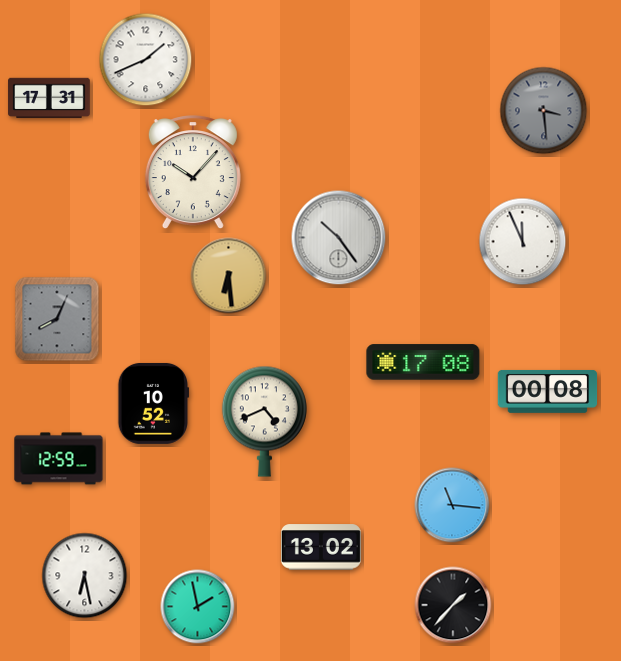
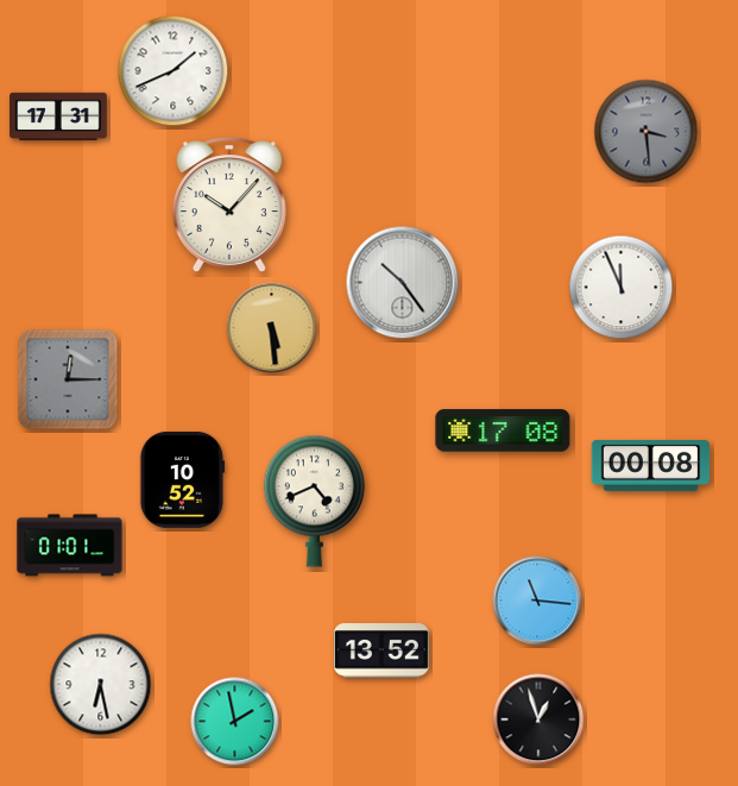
clock at (229, 276): 6:29 -> 5:29
clock at (57, 319): 8:04 -> 12:15
clock at (59, 459): 12:59 -> 01:01
clock at (321, 547): 13:02 -> 13:52
clock at (453, 605): 1:37 -> 12:57
